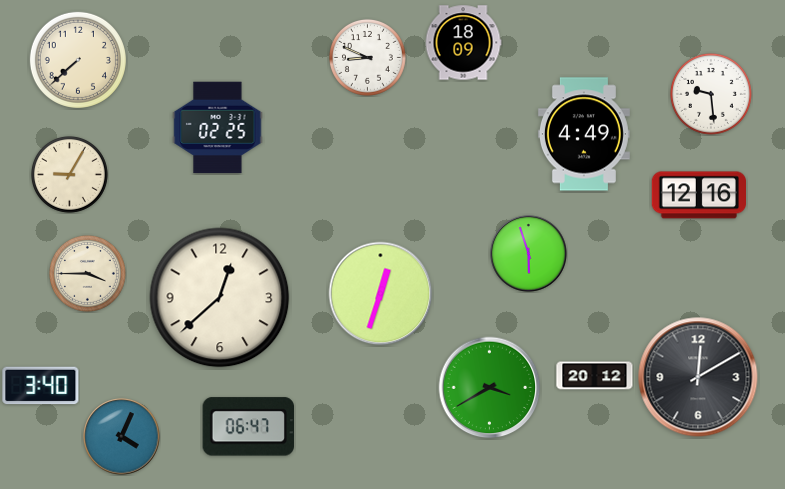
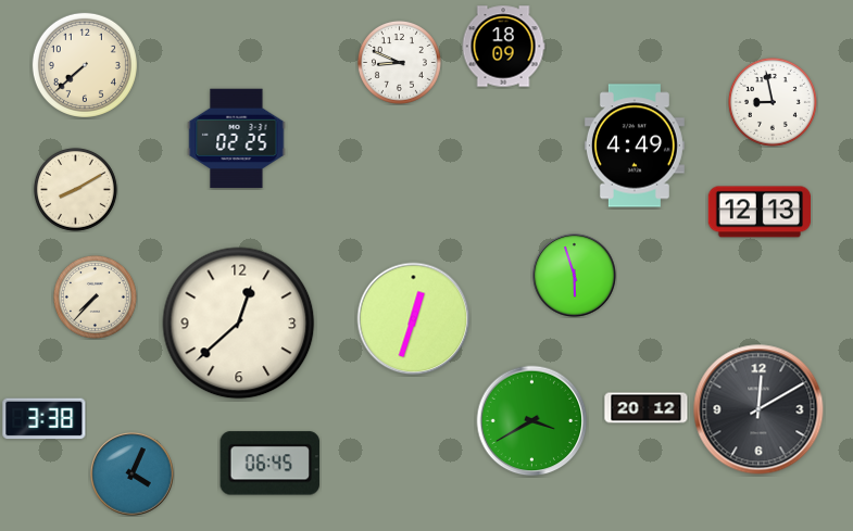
clock at (711, 94): 9:29 -> 8:58
clock at (69, 174): 9:05 -> 8:10
clock at (698, 195): 12:16 -> 12:13
clock at (87, 273): 3:45 -> 7:37
clock at (41, 386): 3:40 -> 3:38
clock at (248, 427): 06:47 -> 06:45
